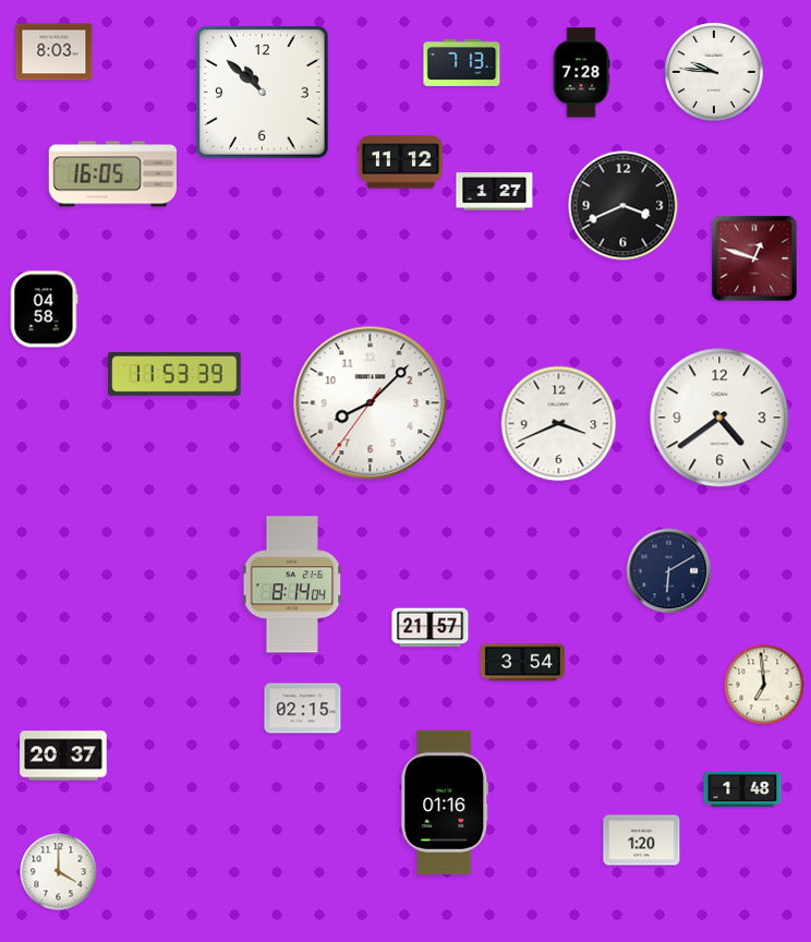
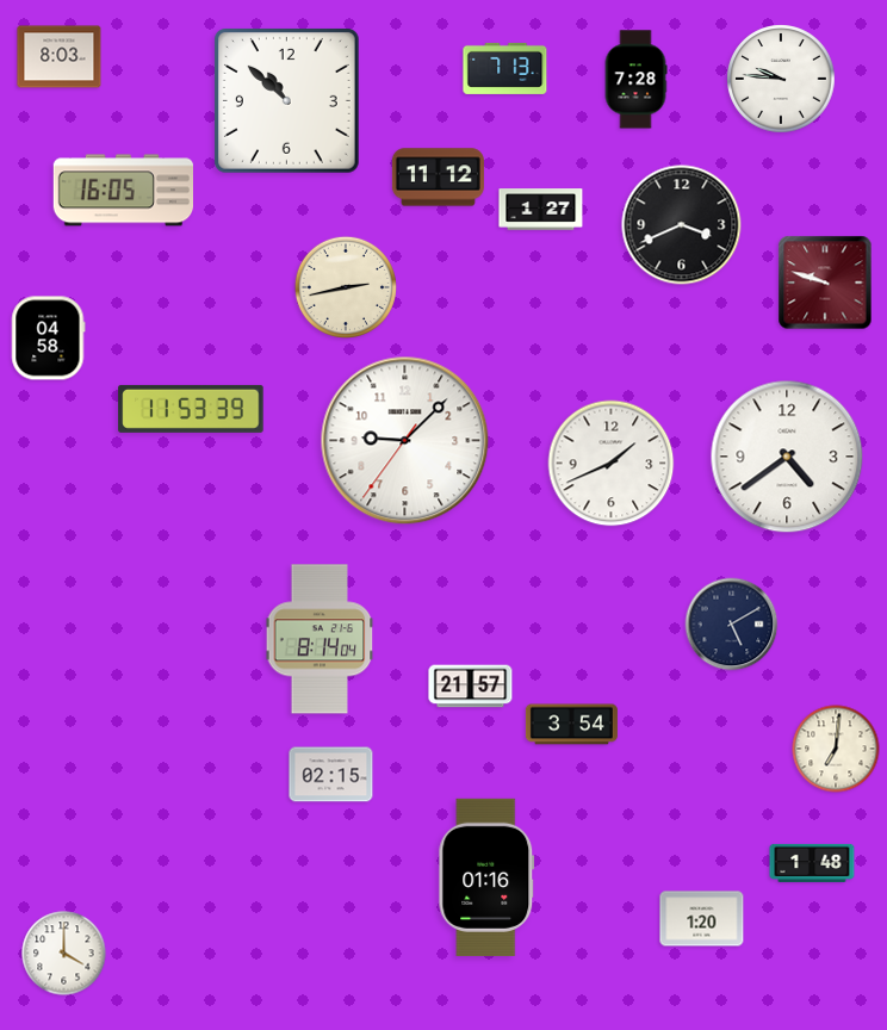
clock at (754, 258): 12:48 -> 9:48
clock at (346, 287): none -> 2:43
clock at (371, 403): 8:07 -> 9:07
clock at (559, 424): 3:41 -> 1:41
clock at (669, 571): 6:10 -> 5:10
clock at (764, 685): 6:59 -> 7:01
clock at (63, 756): 20:37 -> none
